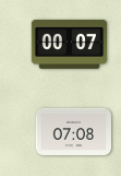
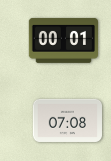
clock at (69, 44): 00:07 -> 00:01
